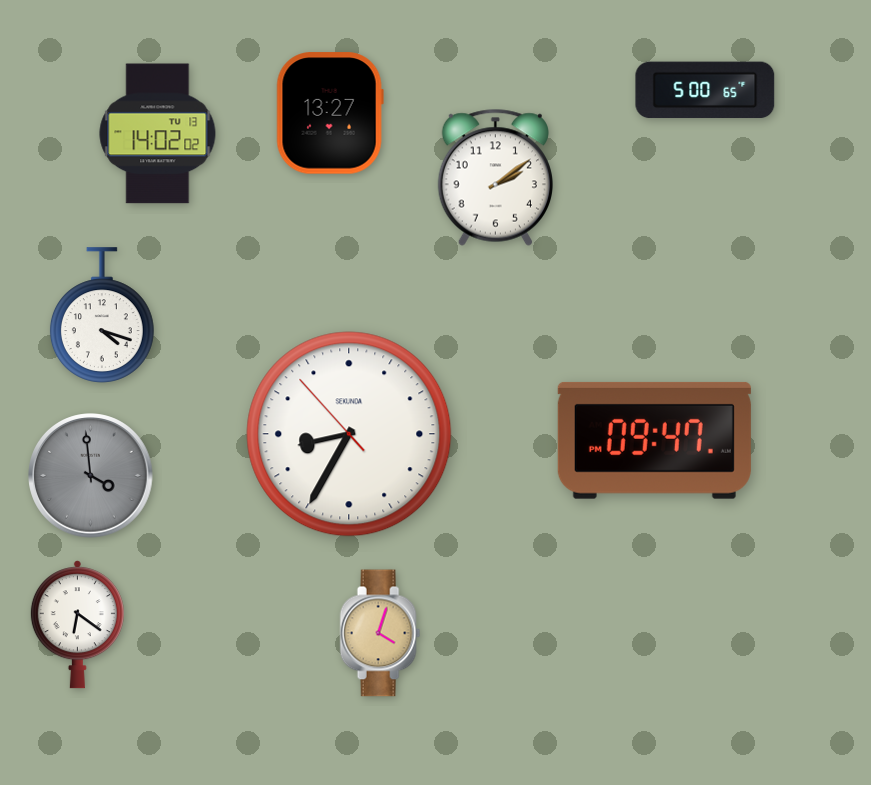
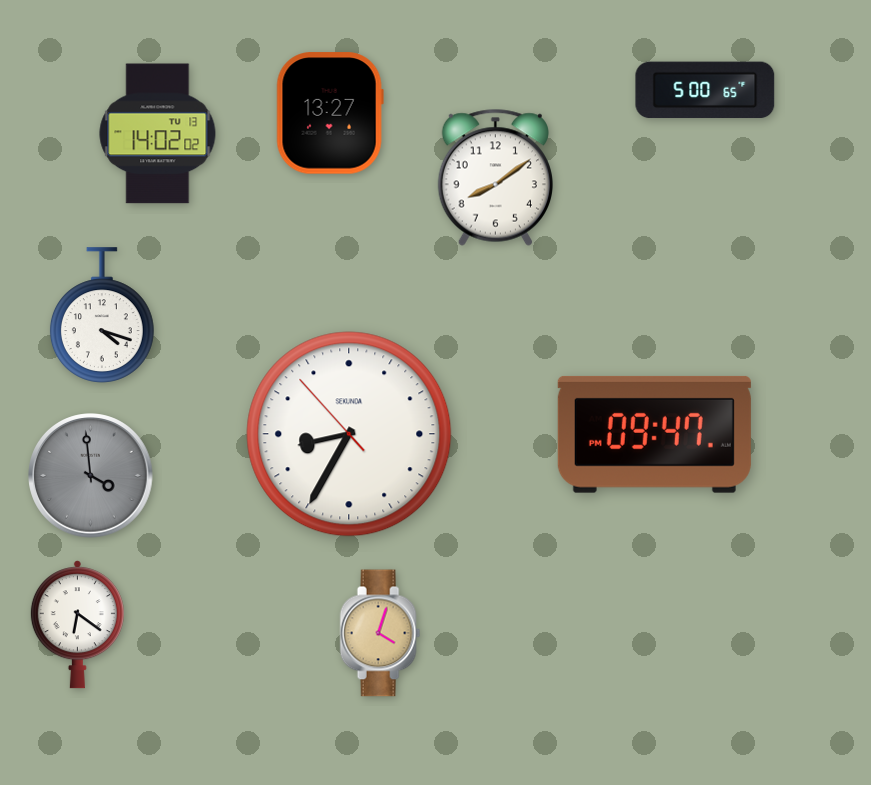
clock at (495, 177): 2:09 -> 8:09
clock at (654, 440) position: (654, 440) -> (654, 434)
